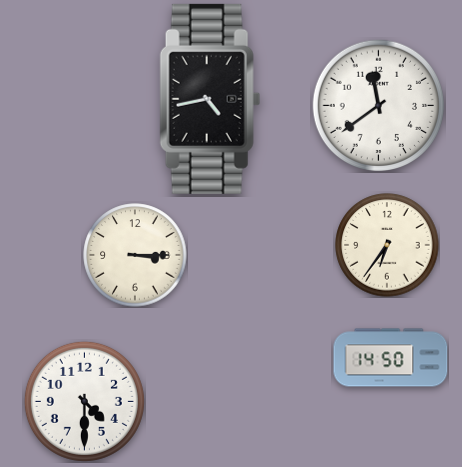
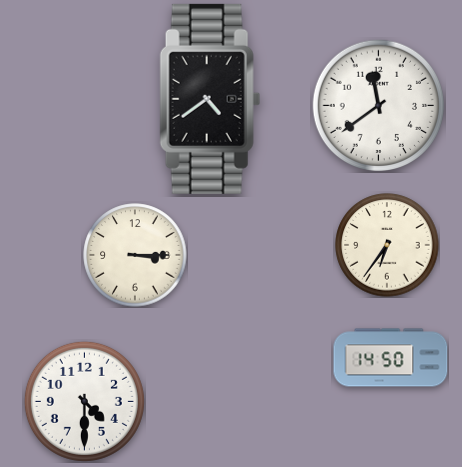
clock at (210, 99): 4:43 -> 4:39
